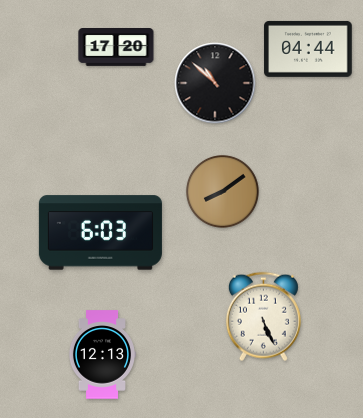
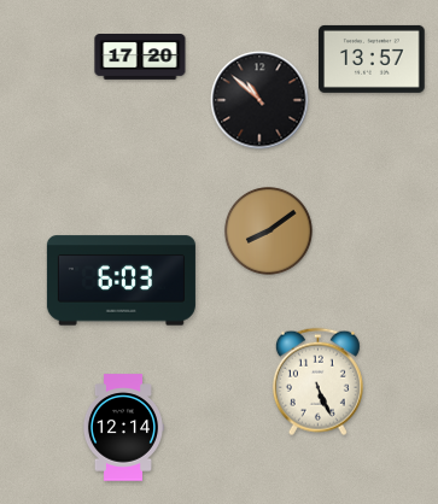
clock at (308, 49): 04:44 -> 13:57
clock at (101, 355): 12:13 -> 12:14
